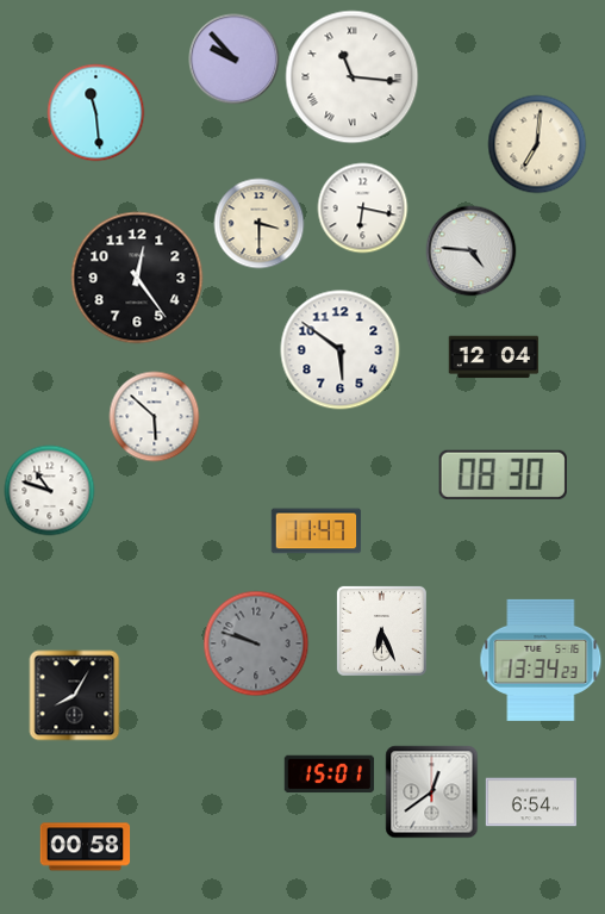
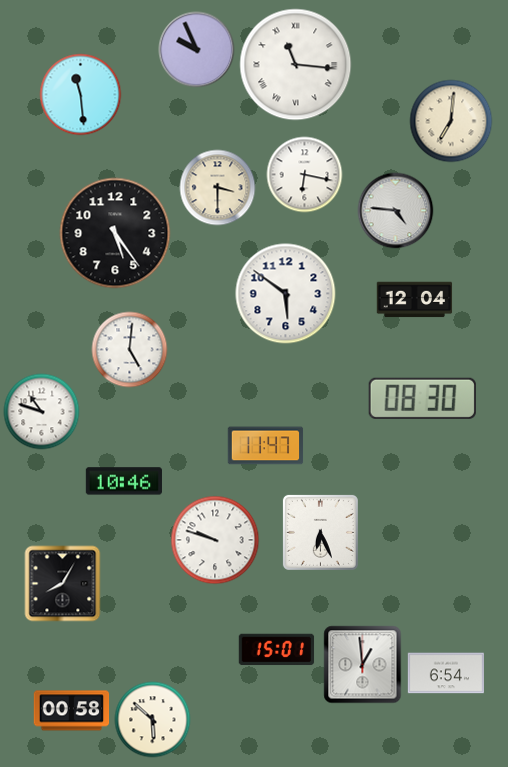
clock at (235, 60): 9:53 -> 9:56
clock at (137, 278): 12:24 -> 5:24
clock at (155, 417): 5:52 -> 5:01
clock at (123, 481): none -> 10:46
clock at (381, 630) position: (381, 630) -> (320, 532)
clock at (256, 643) dial: grey -> white
clock at (541, 660): 13:34 -> none
clock at (432, 792): 12:39 -> 12:59
clock at (153, 720): none -> 5:52
